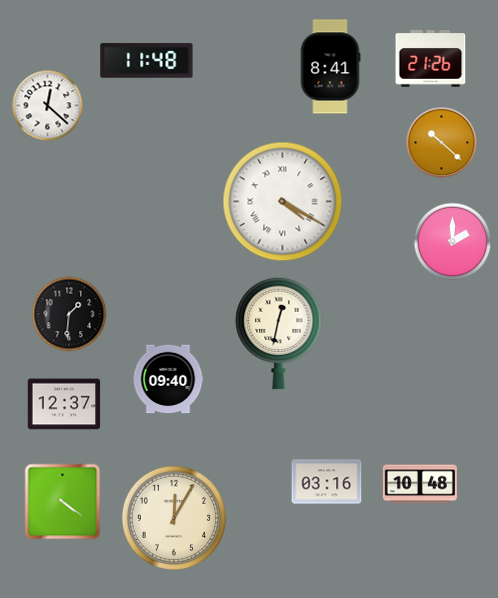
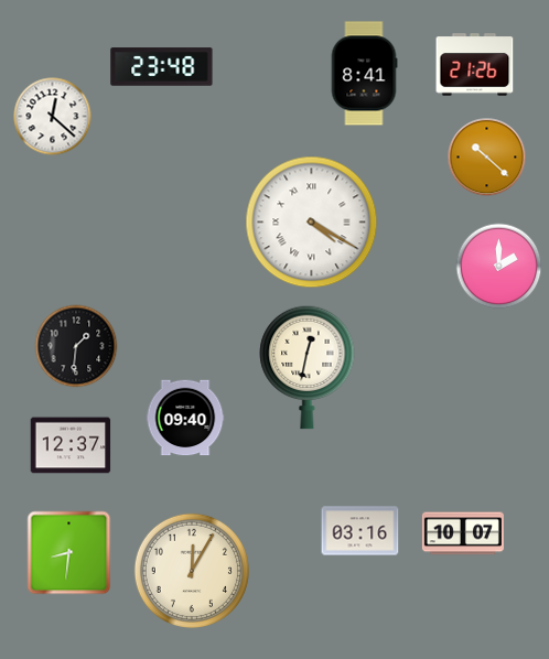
clock at (147, 61): 11:48 -> 23:48
clock at (420, 484): 10:48 -> 10:07
clock at (63, 502): 4:21 -> 8:31
